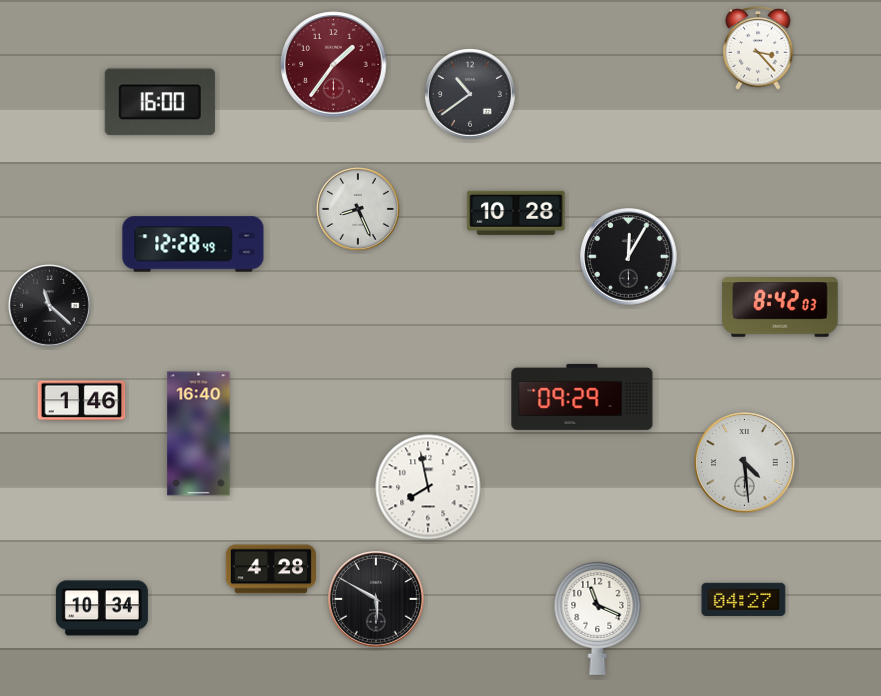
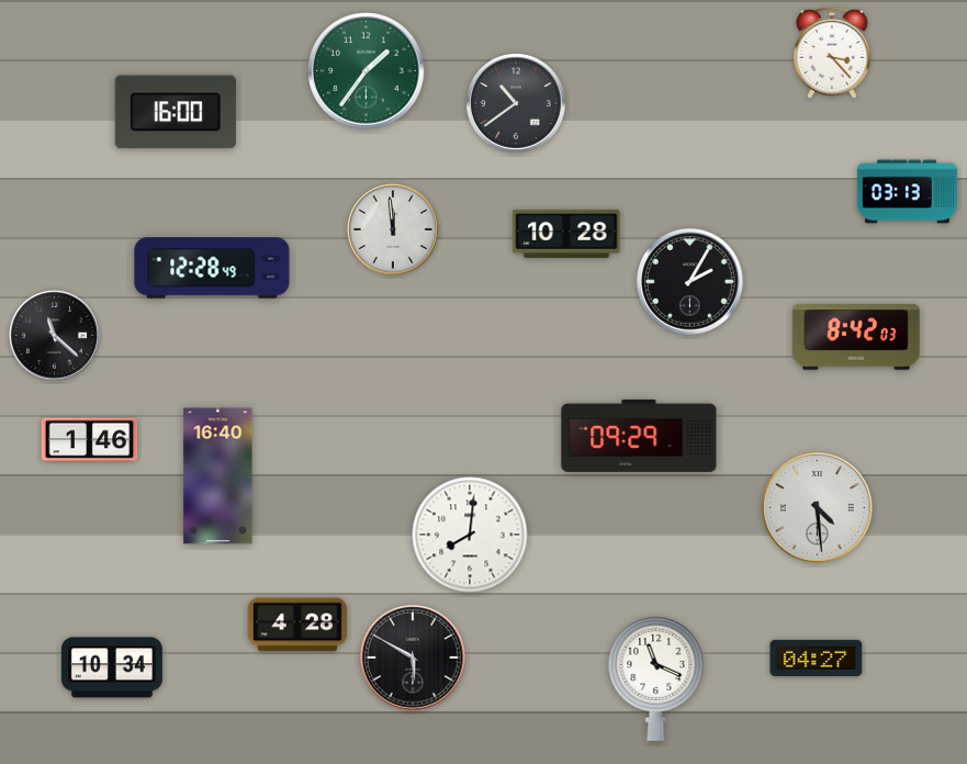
clock at (334, 65) dial: burgundy -> green
clock at (907, 192): none -> 03:13
clock at (358, 209): 8:26 -> 11:59
clock at (629, 257): 12:05 -> 2:05
clock at (428, 487): 7:58 -> 8:01
